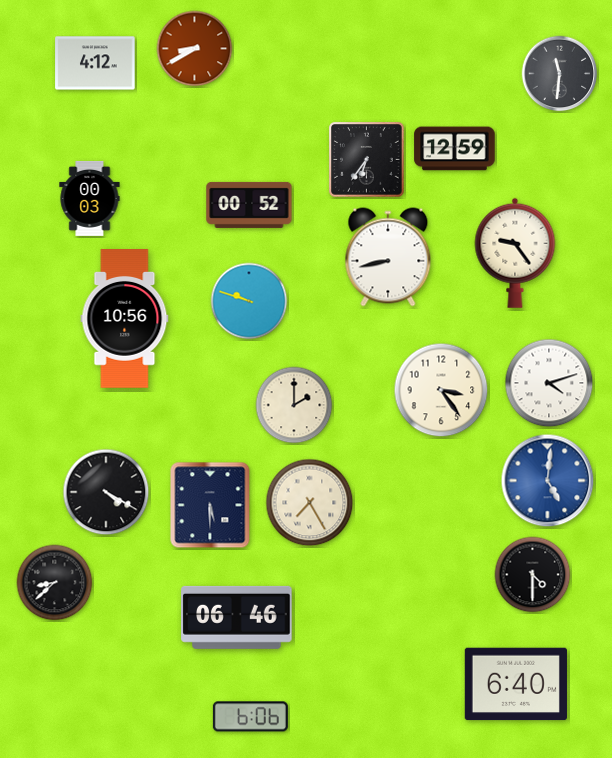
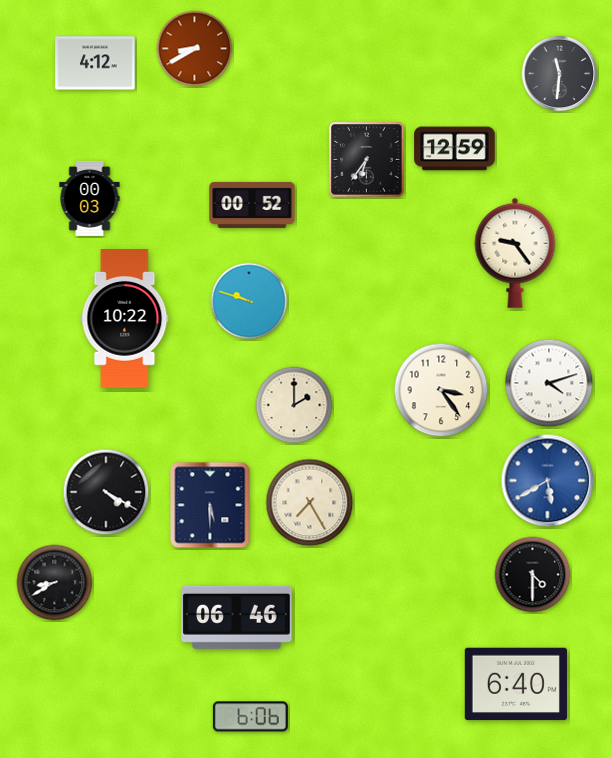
clock at (249, 205) position: (249, 205) -> (252, 205)
clock at (388, 257): 8:43 -> none
clock at (125, 319): 10:56 -> 10:22
clock at (548, 481): 5:01 -> 5:40
clock at (55, 583): 8:38 -> 8:40
